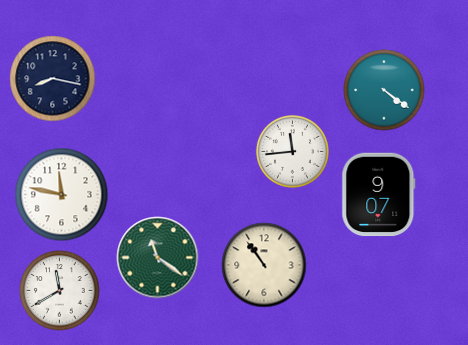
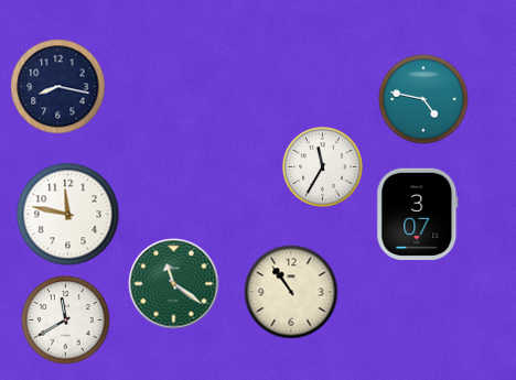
clock at (384, 90): 4:21 -> 4:47
clock at (292, 151): 11:44 -> 11:35
clock at (379, 195): 9:07 -> 3:07
